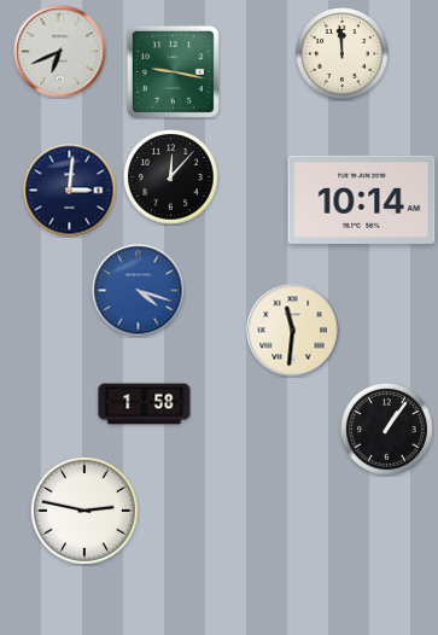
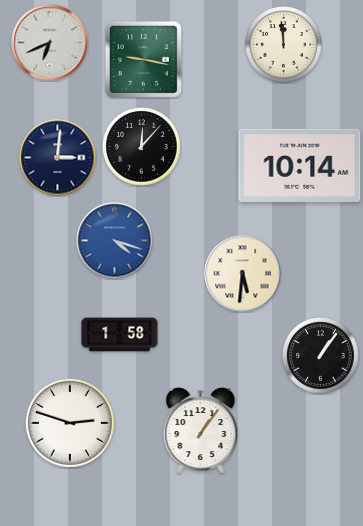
clock at (293, 331): 11:31 -> 5:31
clock at (84, 511): 2:47 -> 2:48
clock at (201, 431): none -> 1:06
